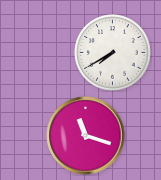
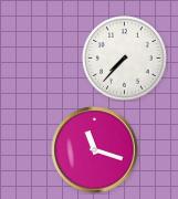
clock at (113, 53): 7:40 -> 7:37
